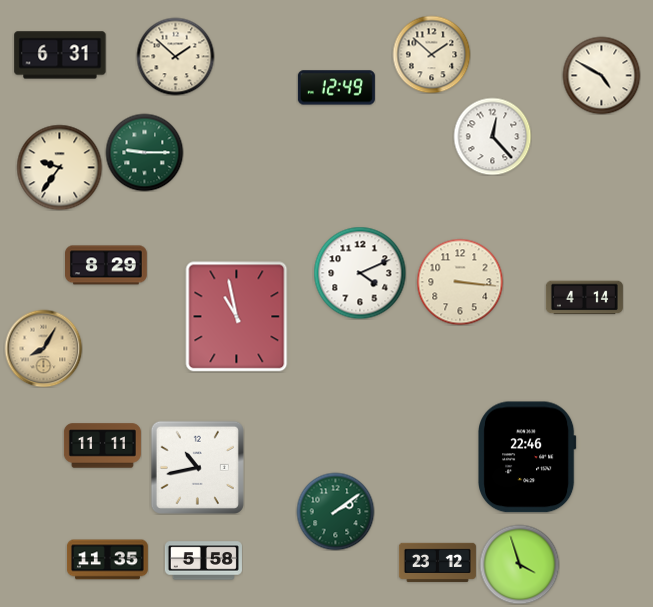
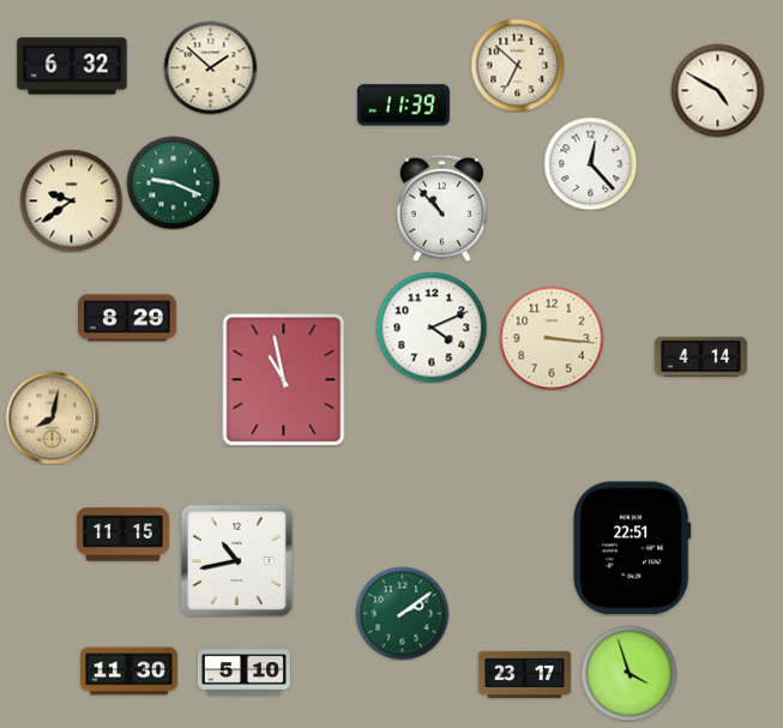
clock at (431, 54): 1:52 -> 6:52
clock at (60, 55): 6:31 -> 6:32
clock at (601, 75) position: (601, 75) -> (717, 90)
clock at (336, 88): 12:49 -> 11:39
clock at (144, 152): 9:15 -> 9:19
clock at (59, 167): 9:36 -> 9:39
clock at (441, 207): none -> 10:53
clock at (43, 348): 8:05 -> 8:02
clock at (102, 446): 11:11 -> 11:15
clock at (528, 457): 22:46 -> 22:51
clock at (107, 560): 11:35 -> 11:30
clock at (203, 561): 5:58 -> 5:10
clock at (437, 562): 23:12 -> 23:17
clock at (519, 564) position: (519, 564) -> (628, 673)
